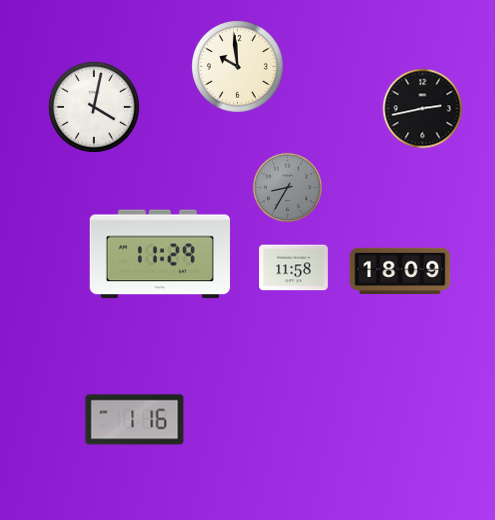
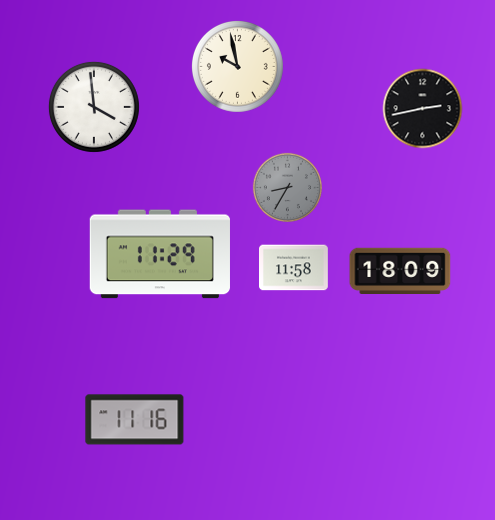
clock at (237, 66): 9:59 -> 9:58
clock at (94, 107): 4:02 -> 3:59
clock at (135, 420): 1:16 -> 11:16
